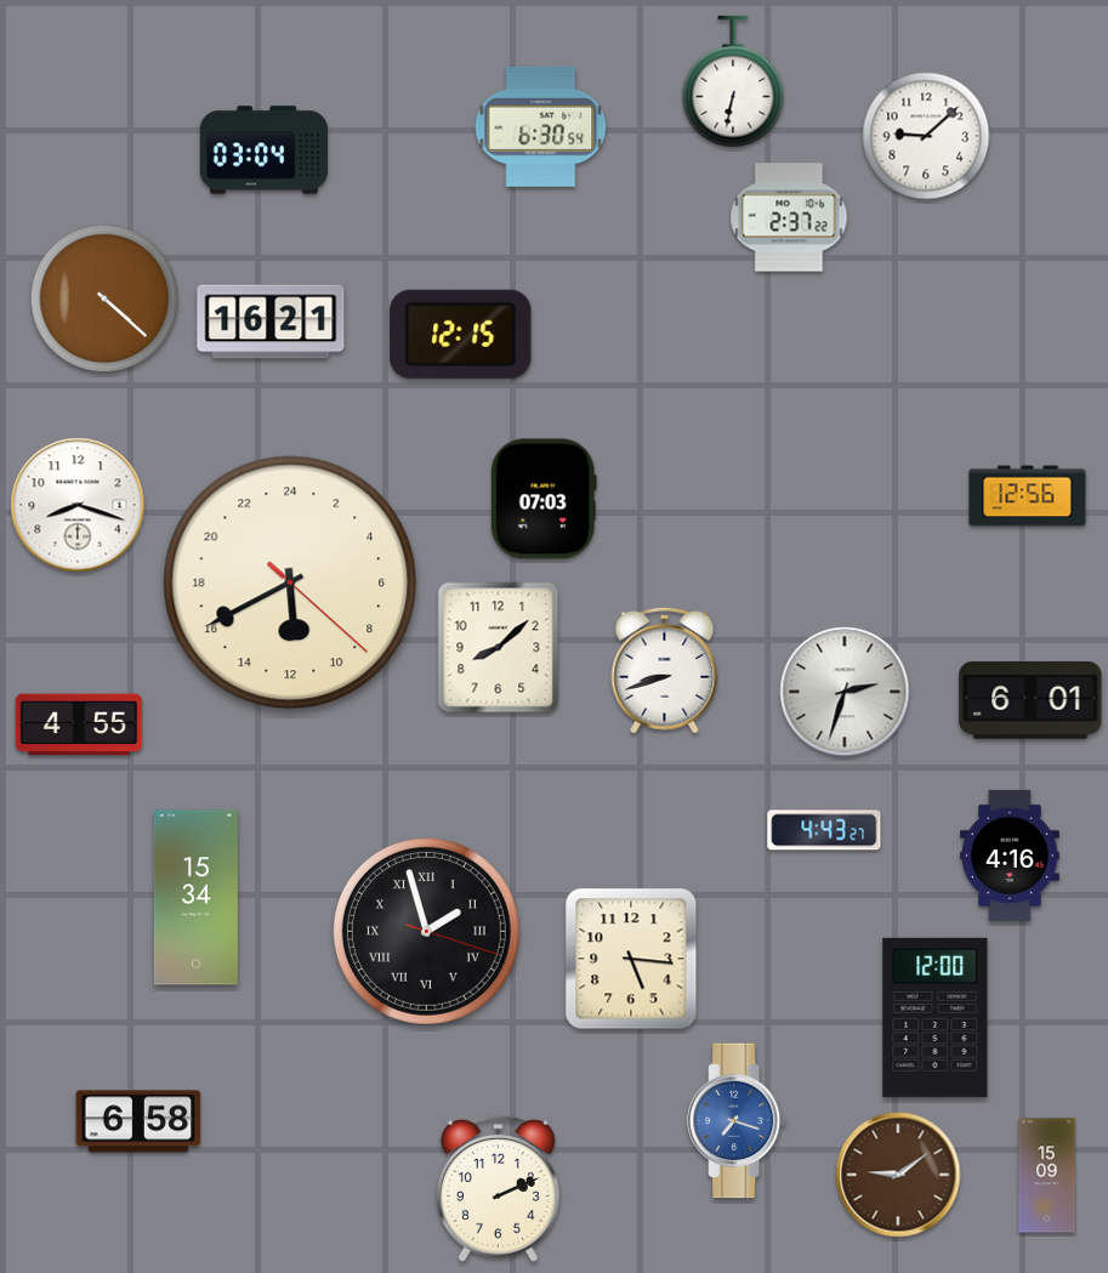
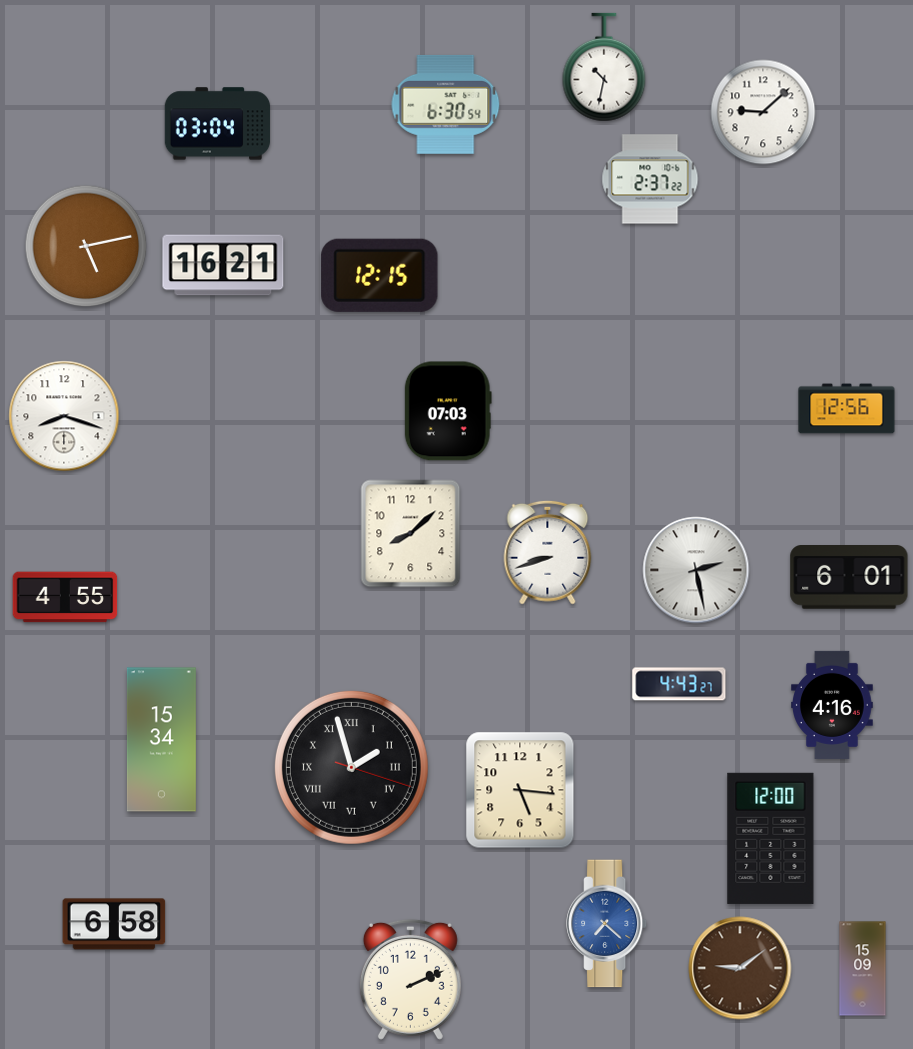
clock at (733, 81): 6:32 -> 10:32
clock at (104, 299): 4:22 -> 5:13
clock at (290, 582): 11:40 -> none
clock at (845, 692): 2:33 -> 2:28
clock at (738, 1121): 7:18 -> 7:22
